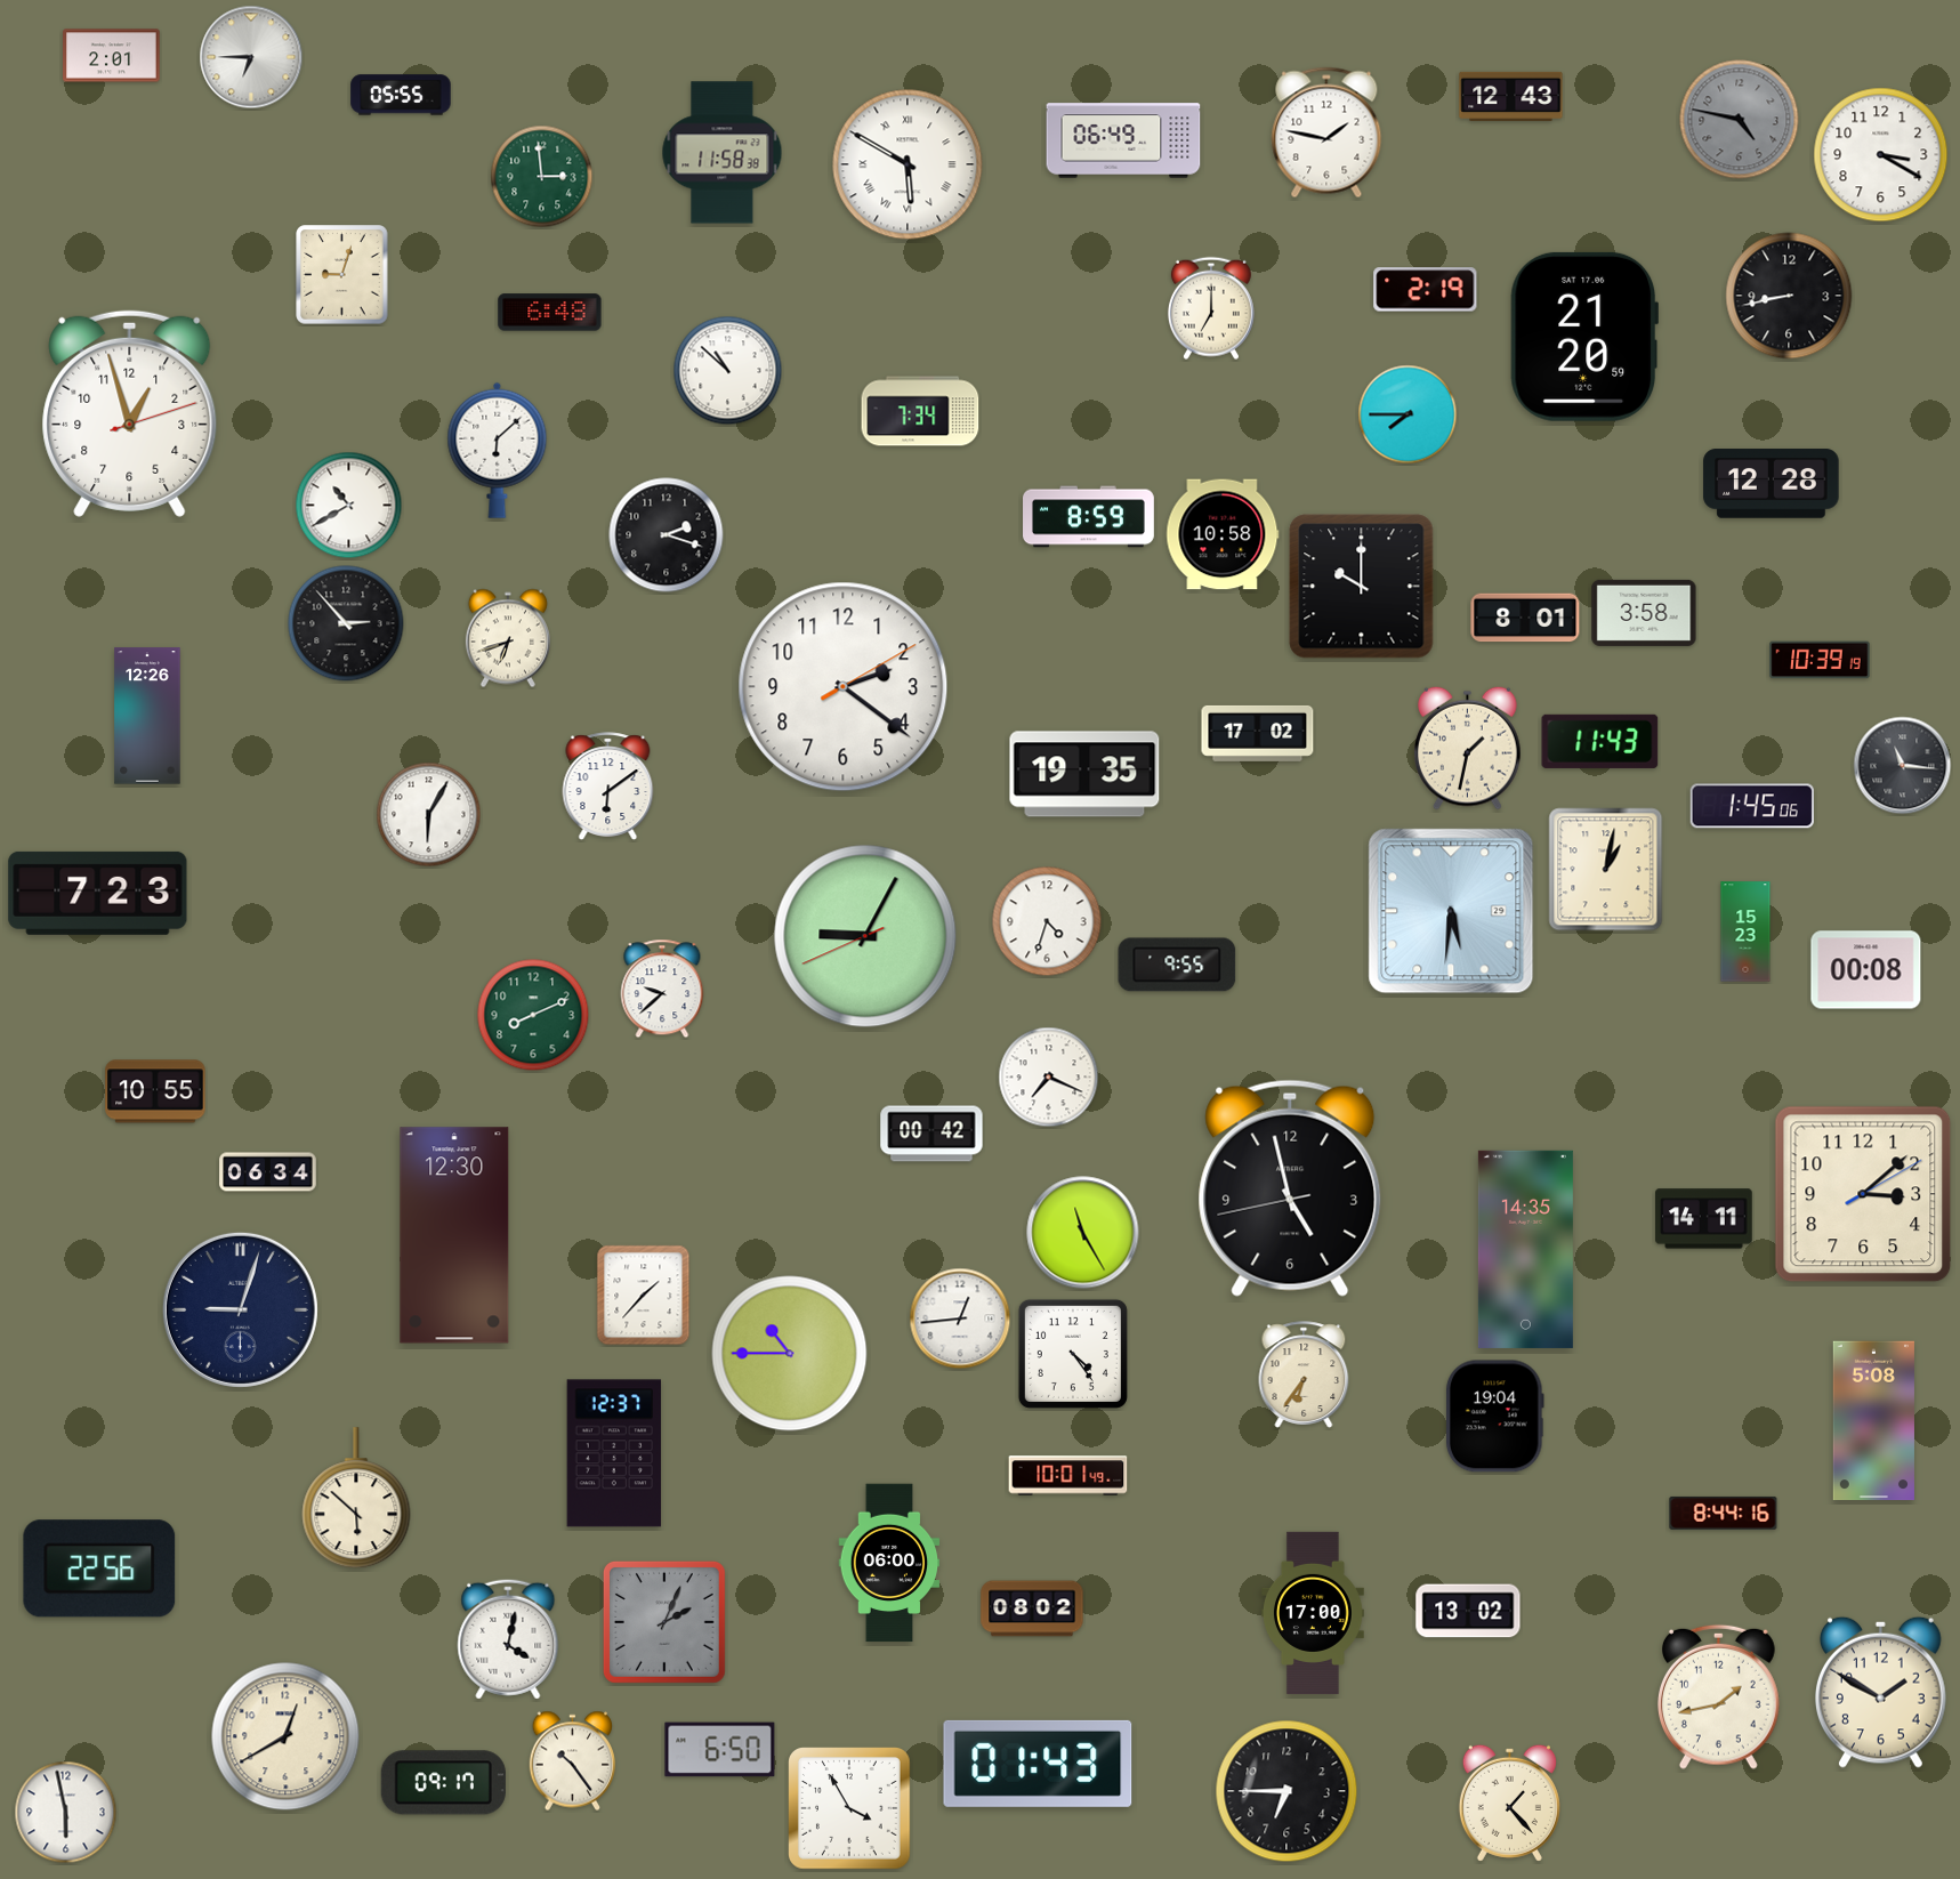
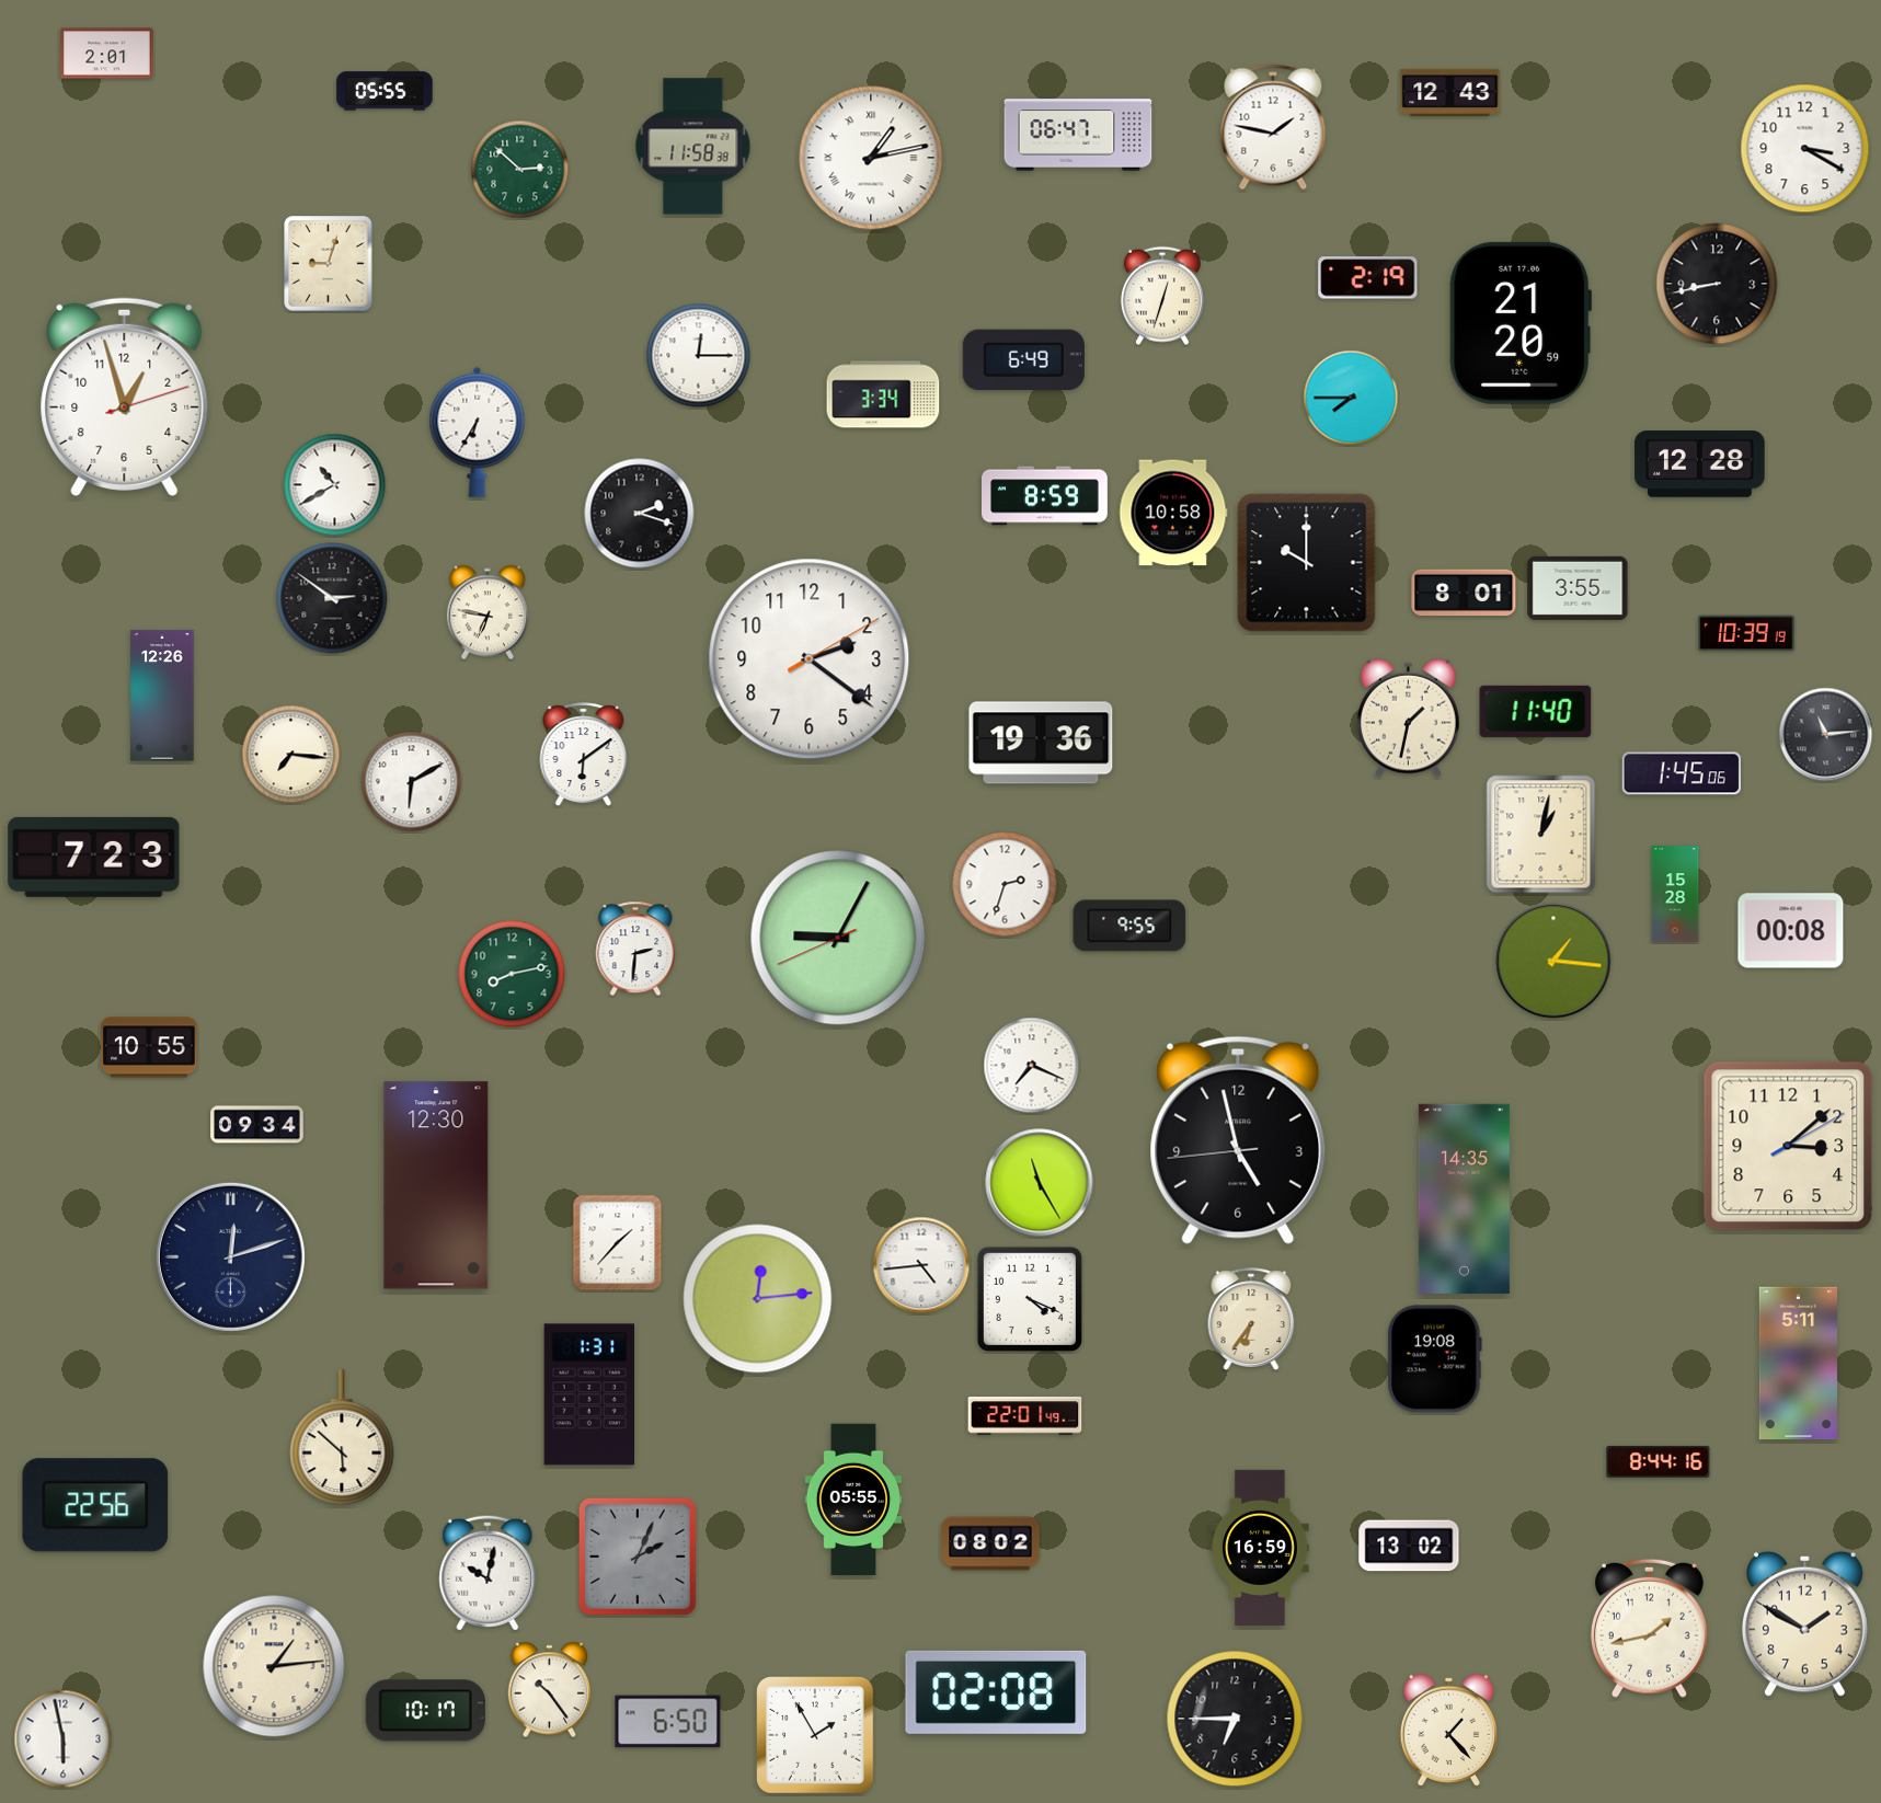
clock at (251, 57): 6:45 -> none
clock at (1740, 120): 4:47 -> none
clock at (1123, 140): 06:49 -> 06:47
clock at (908, 164): 5:50 -> 1:13
clock at (542, 177): 2:59 -> 2:52
clock at (1211, 308): 7:00 -> 12:33
clock at (550, 313): 6:48 -> none
clock at (728, 371): 10:52 -> 12:15
clock at (1023, 360): none -> 6:49
clock at (920, 411): 7:34 -> 3:34
clock at (498, 450): 6:08 -> 6:35
clock at (1644, 613): 3:58 -> 3:55
clock at (346, 623): 2:53 -> 2:51
clock at (508, 638): 6:42 -> 6:47
clock at (147, 716) position: (147, 716) -> (162, 696)
clock at (1258, 733): 17:02 -> none
clock at (1600, 741): 11:43 -> 11:40
clock at (1903, 766): 11:16 -> 11:14
clock at (1084, 774): 19:35 -> 19:36
clock at (291, 755): none -> 7:16
clock at (429, 815): 6:05 -> 6:10
clock at (1451, 911): 5:31 -> none
clock at (1047, 921): 4:33 -> 2:33
clock at (1745, 932): 15:23 -> 15:28
clock at (865, 936) position: (865, 936) -> (838, 938)
clock at (662, 989): 9:38 -> 2:31
clock at (1553, 961): none -> 1:16
clock at (533, 1015): 8:11 -> 8:13
clock at (1049, 1078) position: (1049, 1078) -> (1032, 1066)
clock at (931, 1134): 00:42 -> none
clock at (268, 1172): 06:34 -> 09:34
clock at (1290, 1188): 4:57:43 -> 4:57:44
clock at (1704, 1219): 14:11 -> none
clock at (240, 1309): 9:03 -> 12:12
clock at (960, 1318): 12:44 -> 4:44
clock at (790, 1354): 10:45 -> 12:14
clock at (1073, 1354): 4:24 -> 4:19
clock at (1494, 1417): 19:04 -> 19:08
clock at (1873, 1421): 5:08 -> 5:11
clock at (614, 1453): 12:37 -> 1:31
clock at (1068, 1476): 10:01 -> 22:01
clock at (1724, 1513) position: (1724, 1513) -> (1659, 1461)
clock at (889, 1563): 06:00 -> 05:55
clock at (1313, 1613): 17:00 -> 16:59
clock at (508, 1639): 4:02 -> 10:02
clock at (285, 1736): 12:40 -> 1:14
clock at (720, 1750) position: (720, 1750) -> (668, 1722)
clock at (1038, 1764): 01:43 -> 02:08
clock at (443, 1783): 09:17 -> 10:17
clock at (850, 1809): 3:55 -> 1:55
